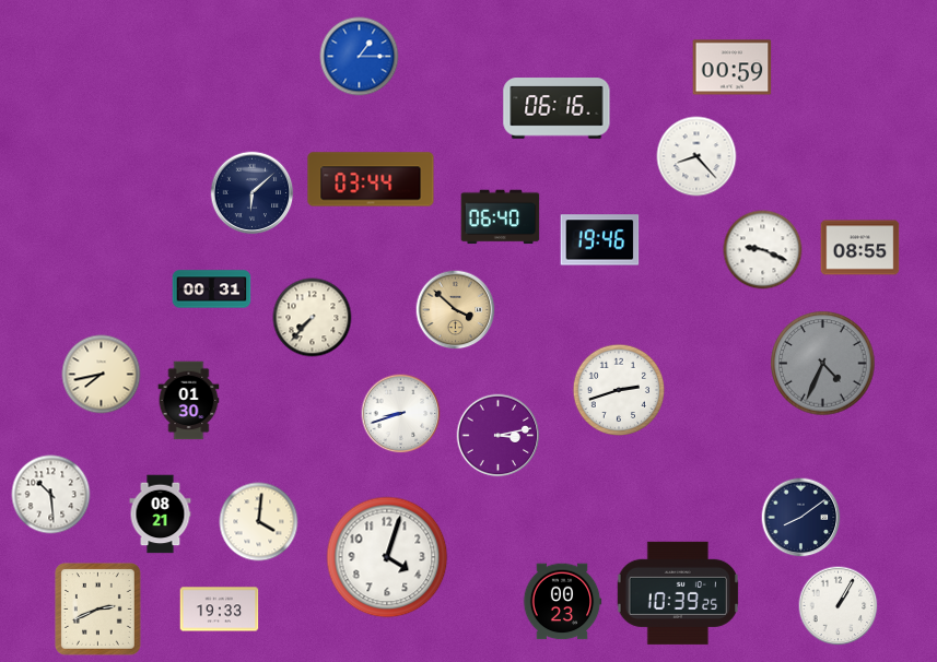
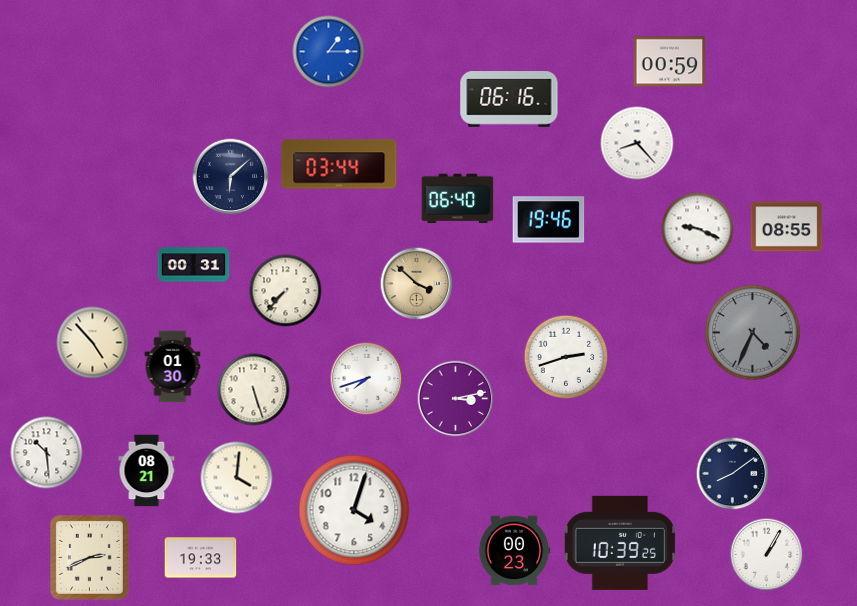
clock at (102, 375): 7:43 -> 4:53
clock at (401, 414): 8:42 -> 7:42
clock at (254, 390): none -> 5:27
